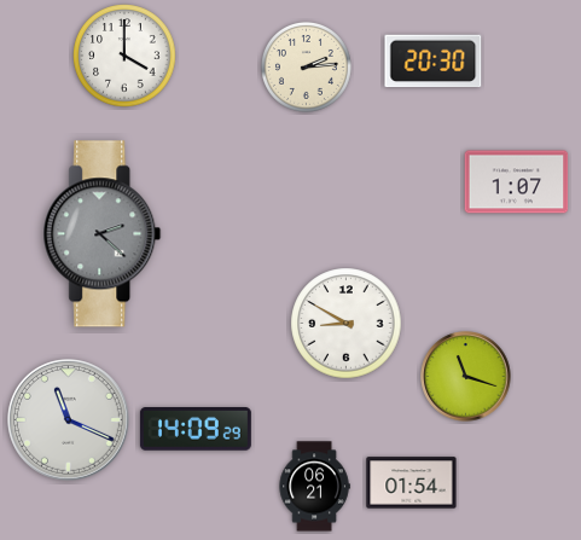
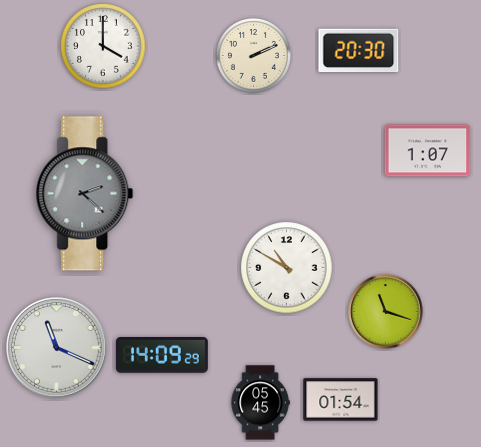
clock at (306, 66): 2:14 -> 2:11
clock at (347, 324): 8:50 -> 10:50
clock at (314, 487): 06:21 -> 05:45
